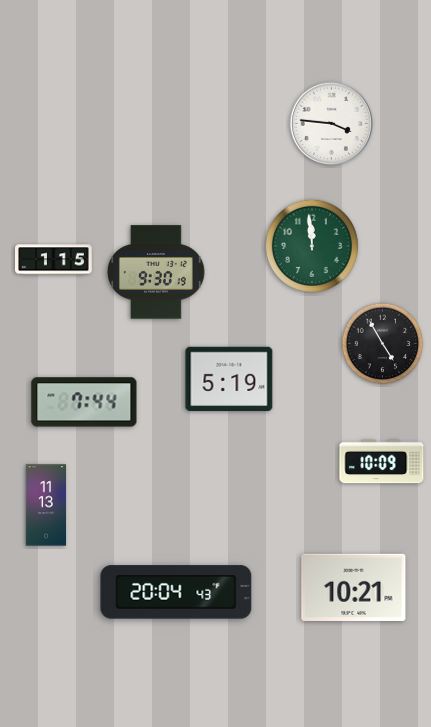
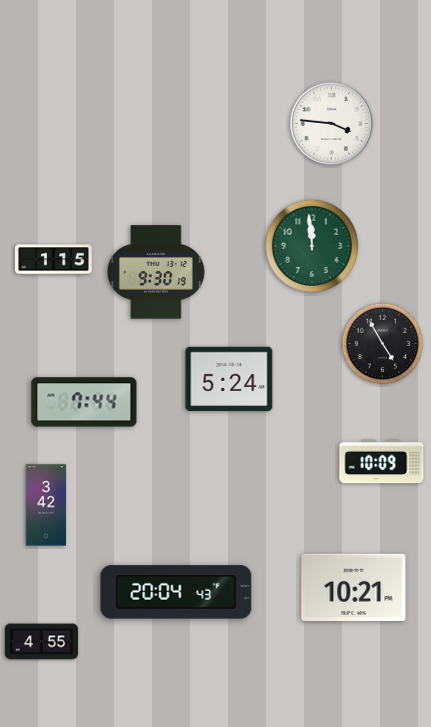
clock at (229, 378): 5:19 -> 5:24
clock at (45, 505): 11:13 -> 3:42
clock at (41, 642): none -> 4:55
